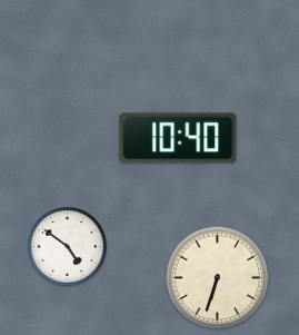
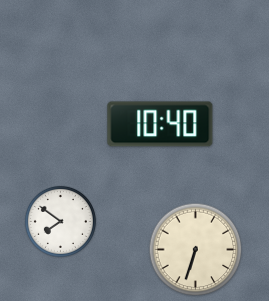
clock at (67, 246): 4:51 -> 7:51
